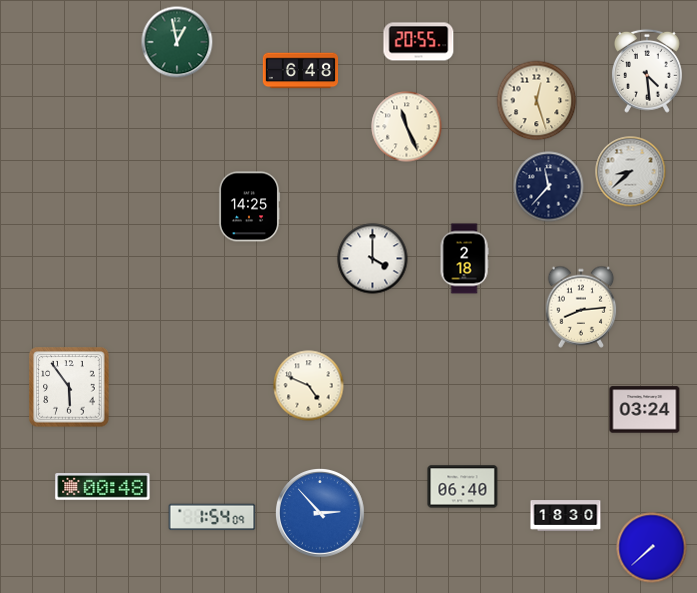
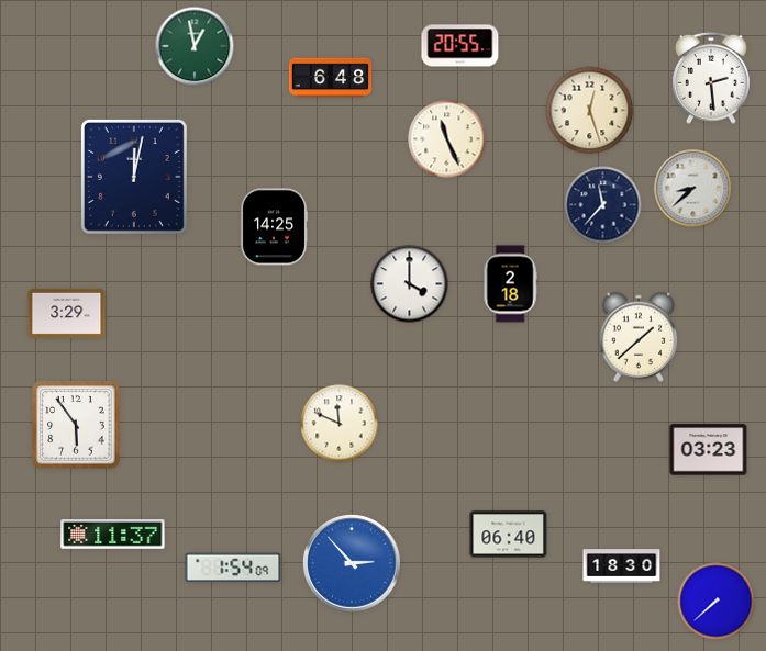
clock at (647, 71): 4:29 -> 2:29
clock at (134, 177): none -> 12:02
clock at (67, 313): none -> 3:29
clock at (581, 307): 8:14 -> 1:38
clock at (309, 386): 4:49 -> 11:49
clock at (645, 410): 03:24 -> 03:23
clock at (103, 487): 00:48 -> 11:37
